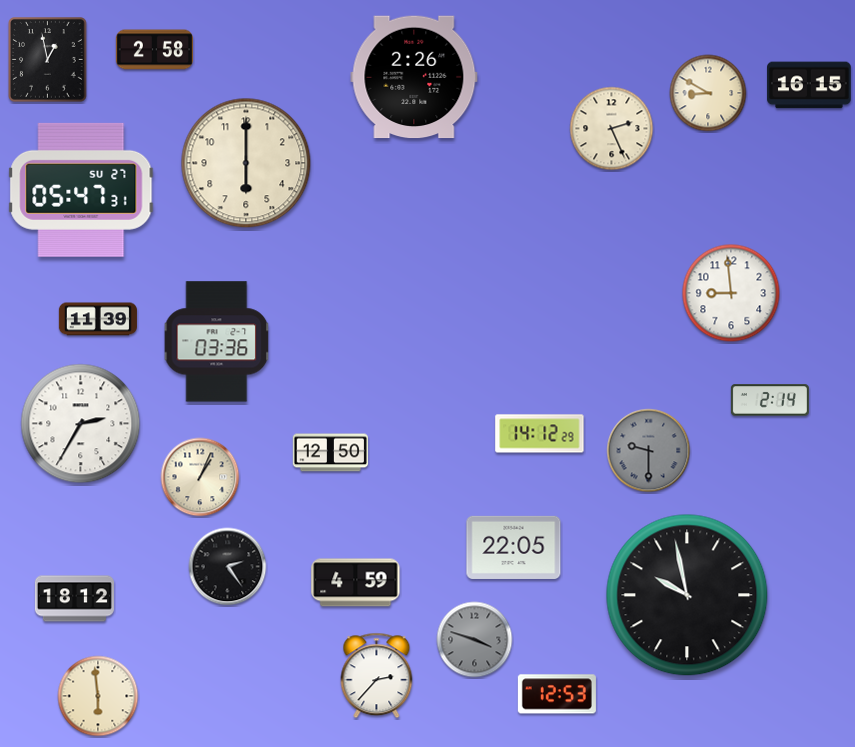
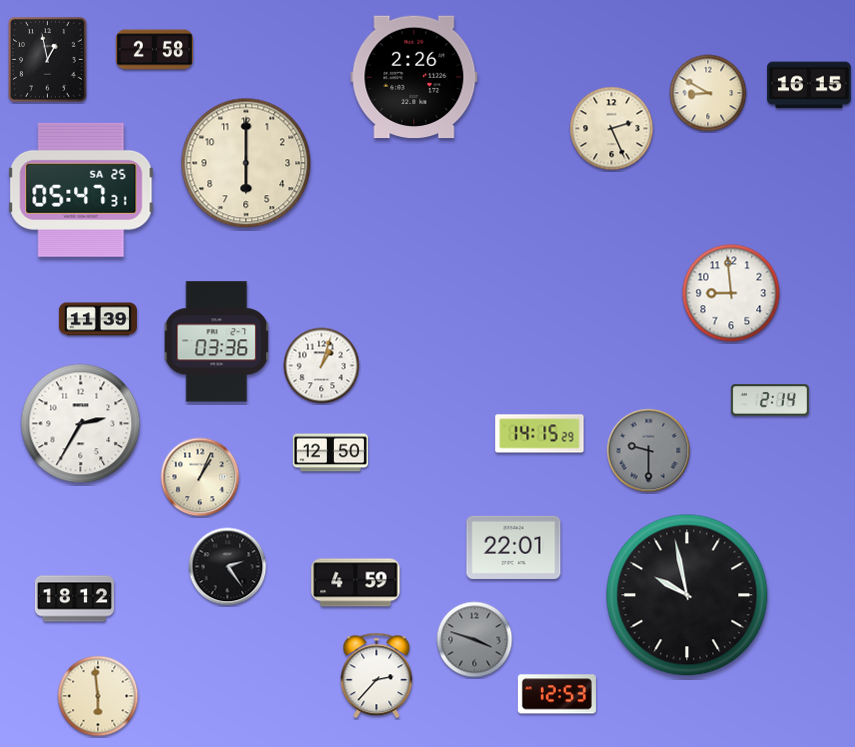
clock at (81, 190) date: SU 27 -> SA 25
clock at (322, 366): none -> 1:03
clock at (540, 434): 14:12 -> 14:15
clock at (514, 547): 22:05 -> 22:01
